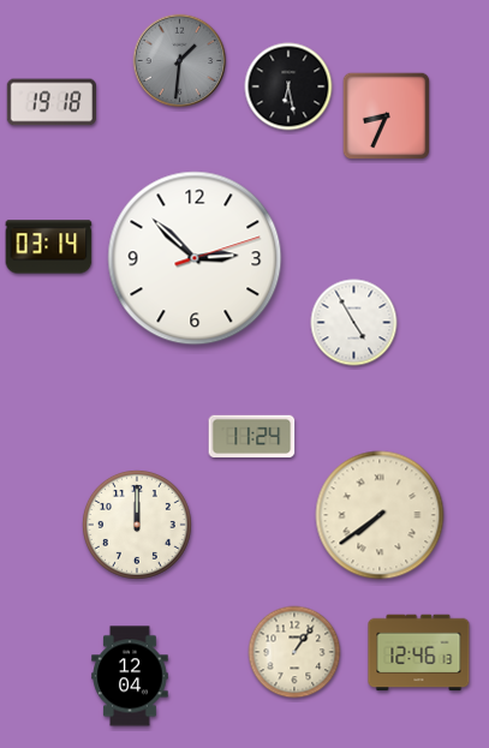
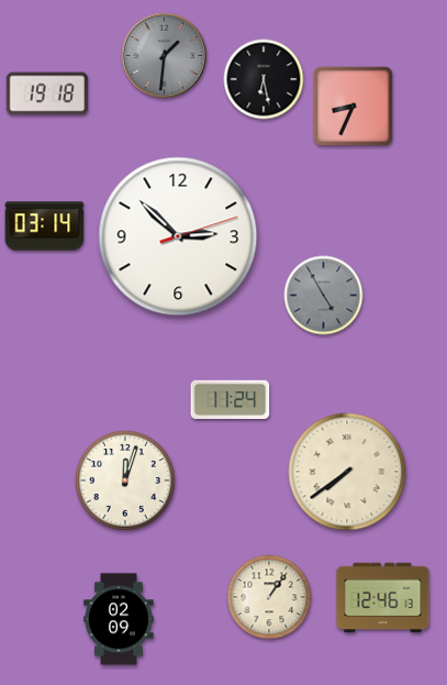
clock at (354, 323) dial: white -> grey
clock at (137, 525): 12:00 -> 12:03
clock at (130, 676): 12:04 -> 02:09
